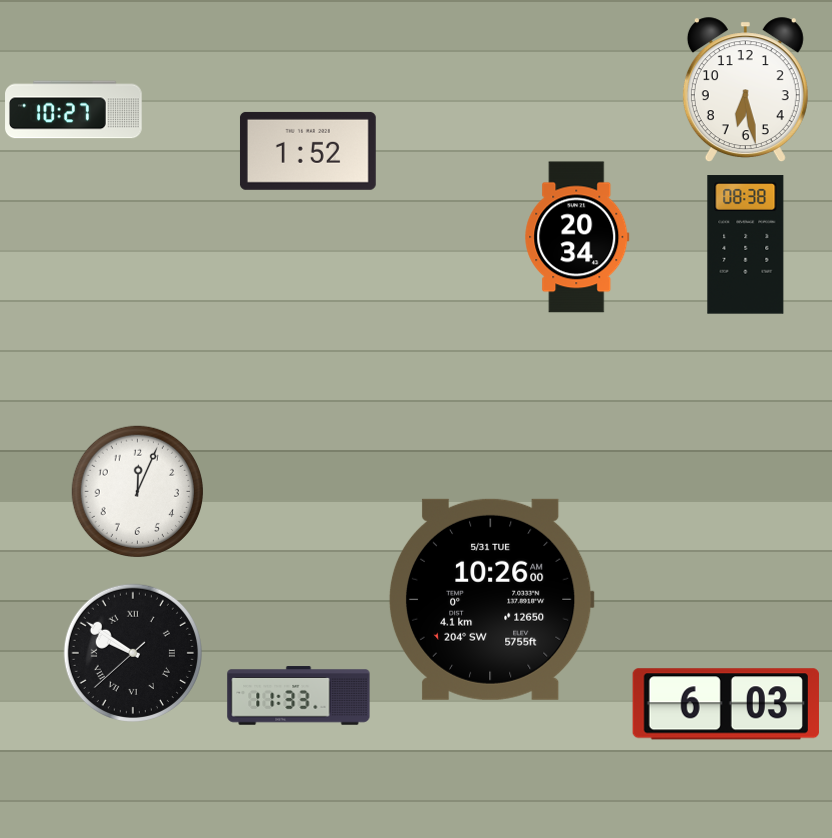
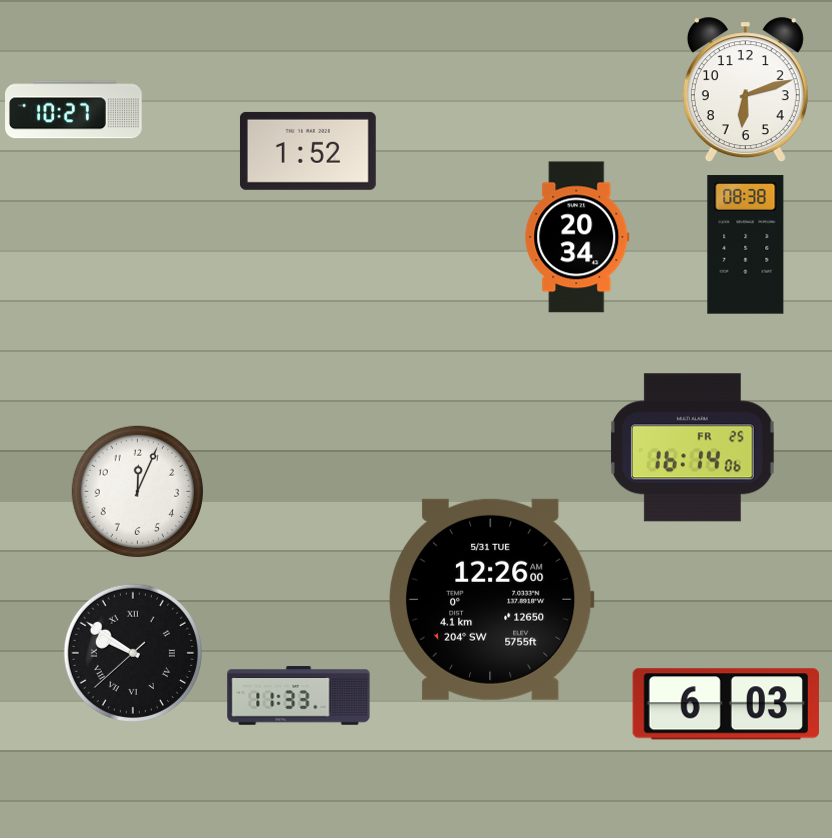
clock at (745, 90): 6:28 -> 6:12
clock at (693, 448): none -> 16:14
clock at (491, 599): 10:26 -> 12:26
